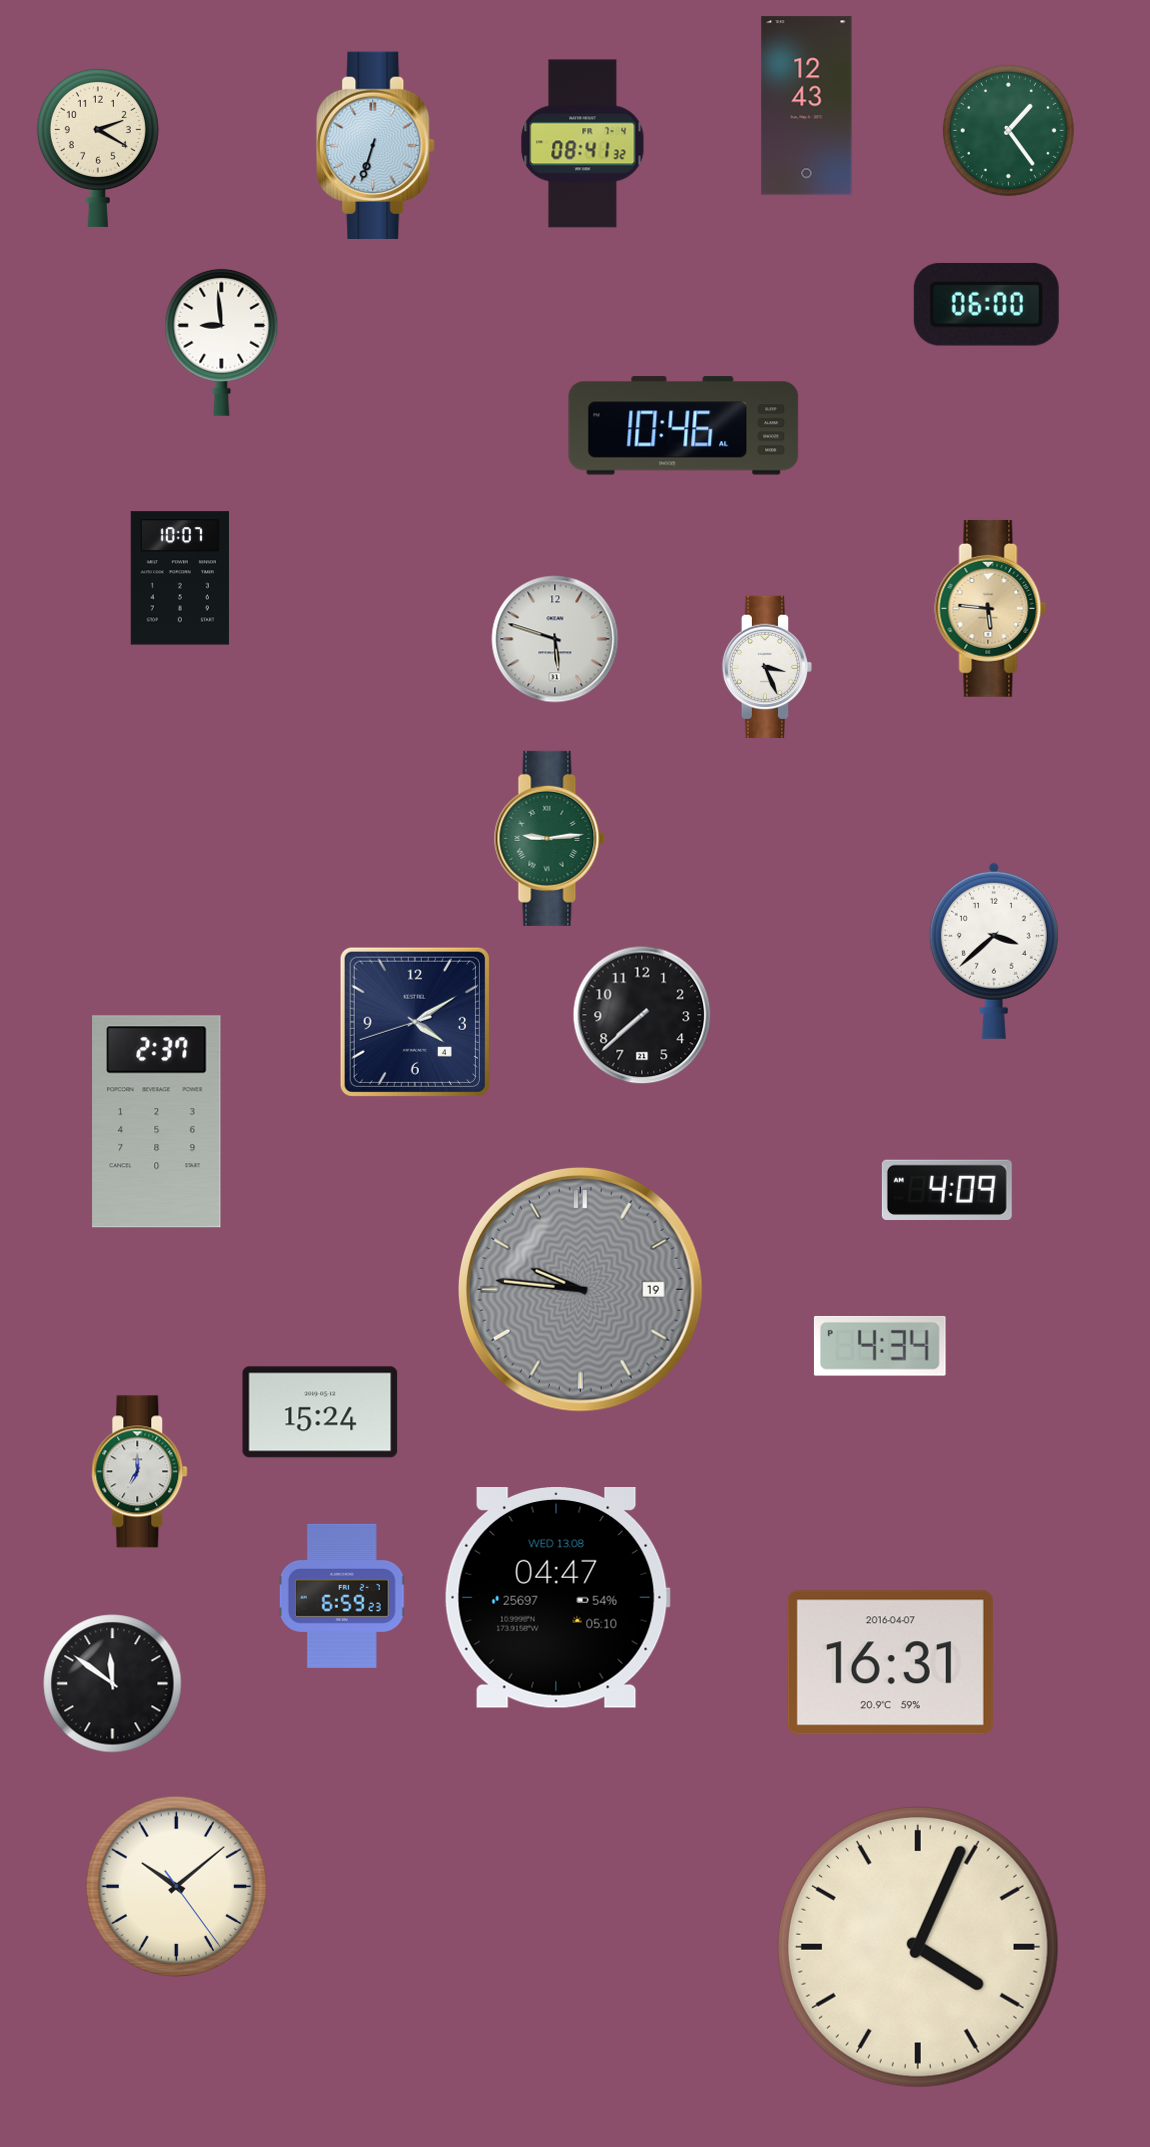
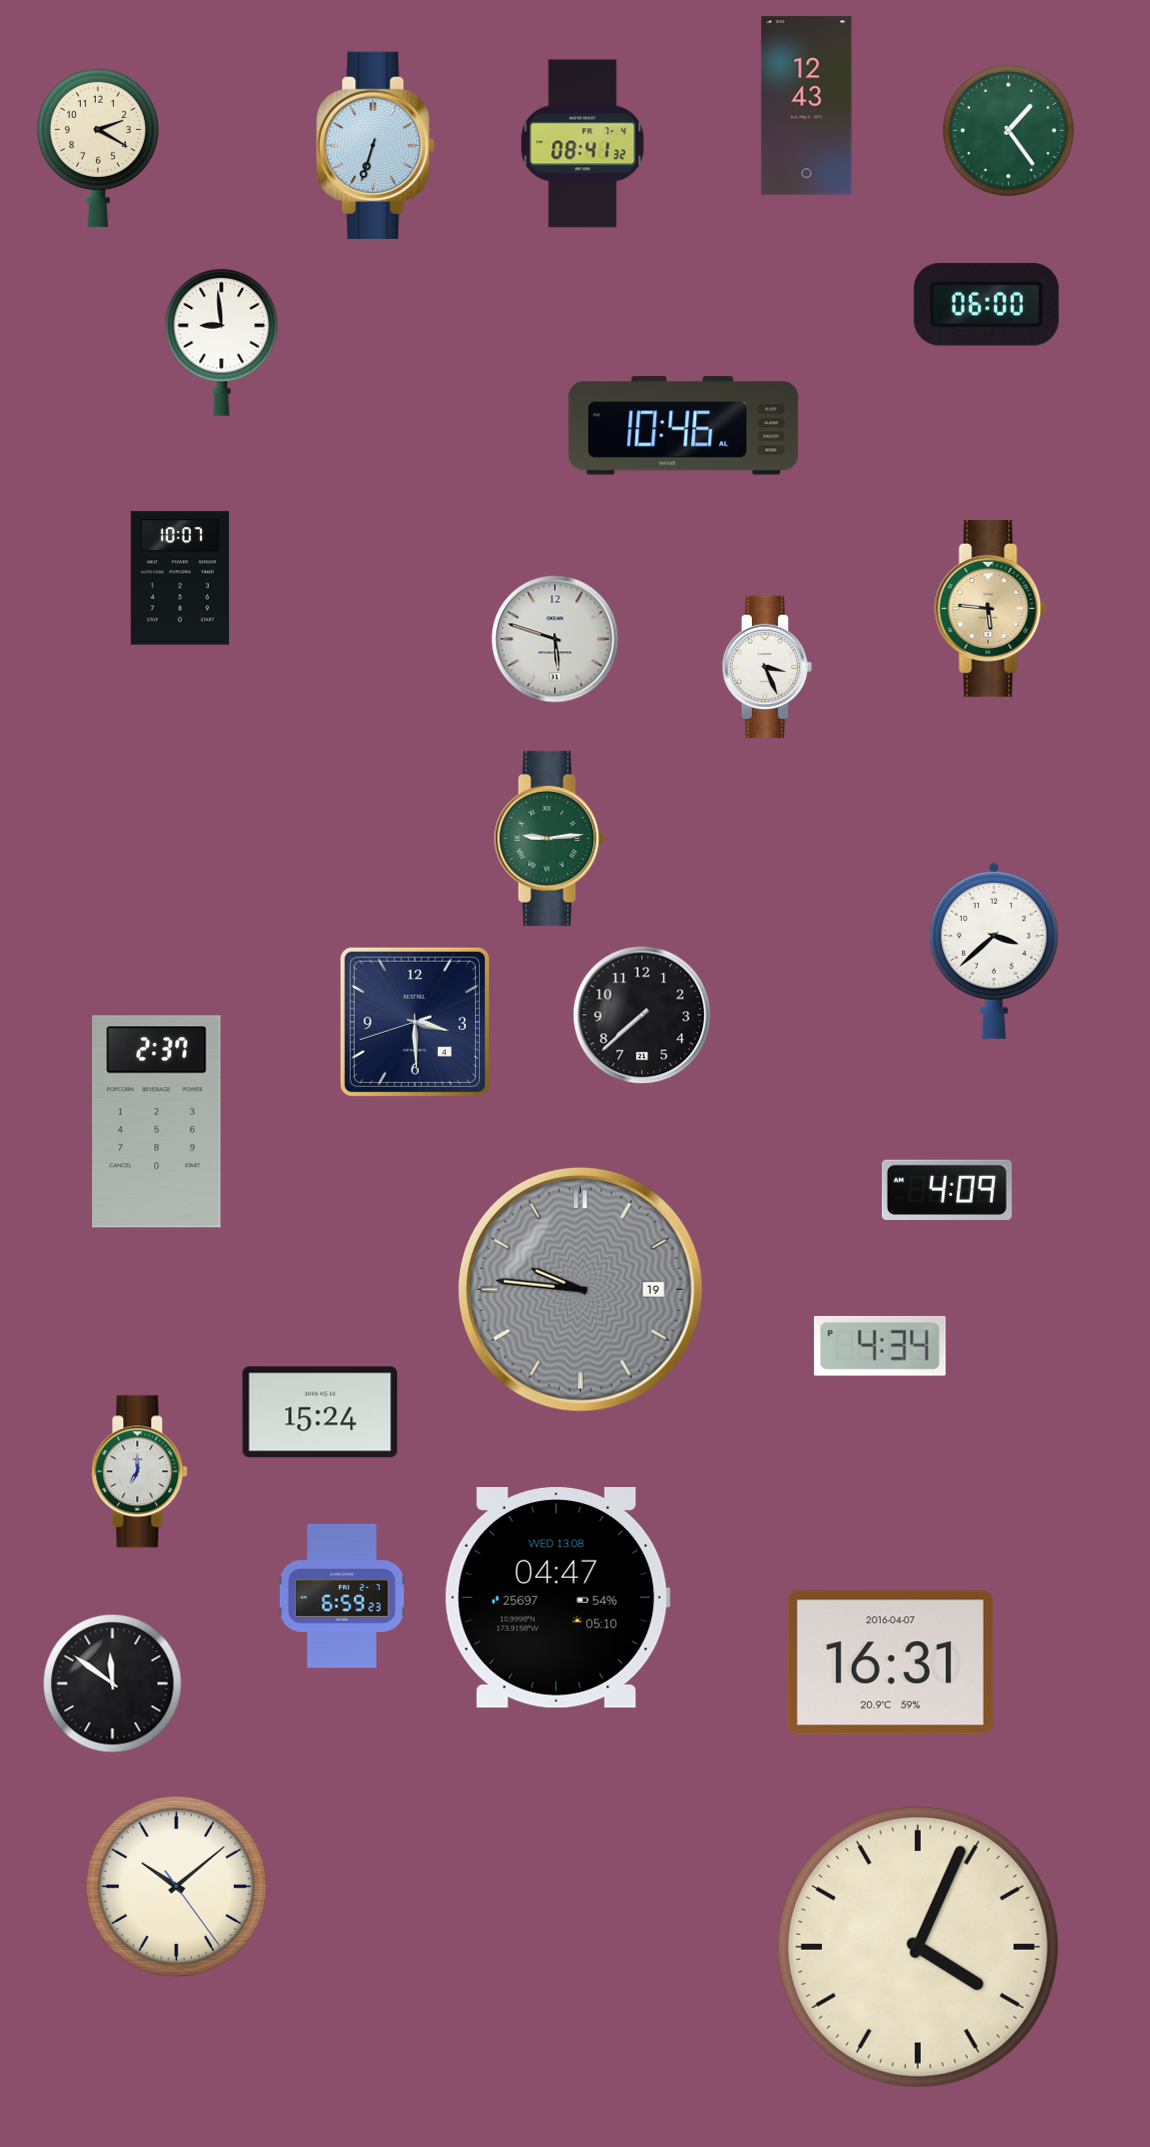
clock at (415, 1022): 4:09 -> 3:29
